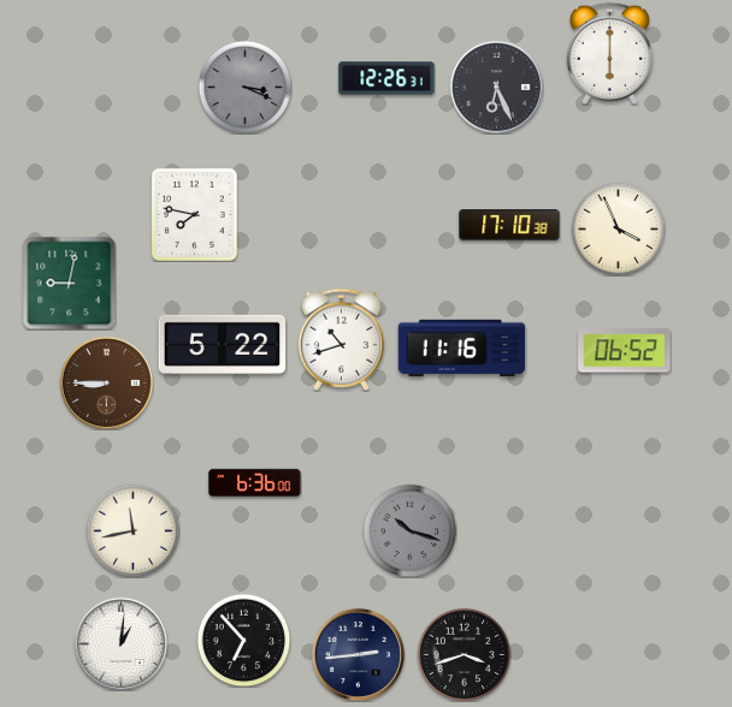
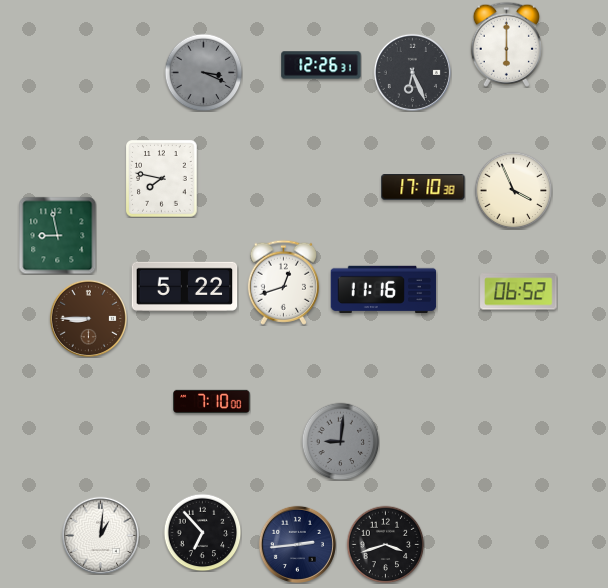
clock at (69, 283): 9:02 -> 8:58
clock at (341, 339): 10:42 -> 12:42
clock at (255, 482): 6:36 -> 7:10
clock at (132, 530): 11:43 -> none
clock at (409, 530): 10:18 -> 9:01
